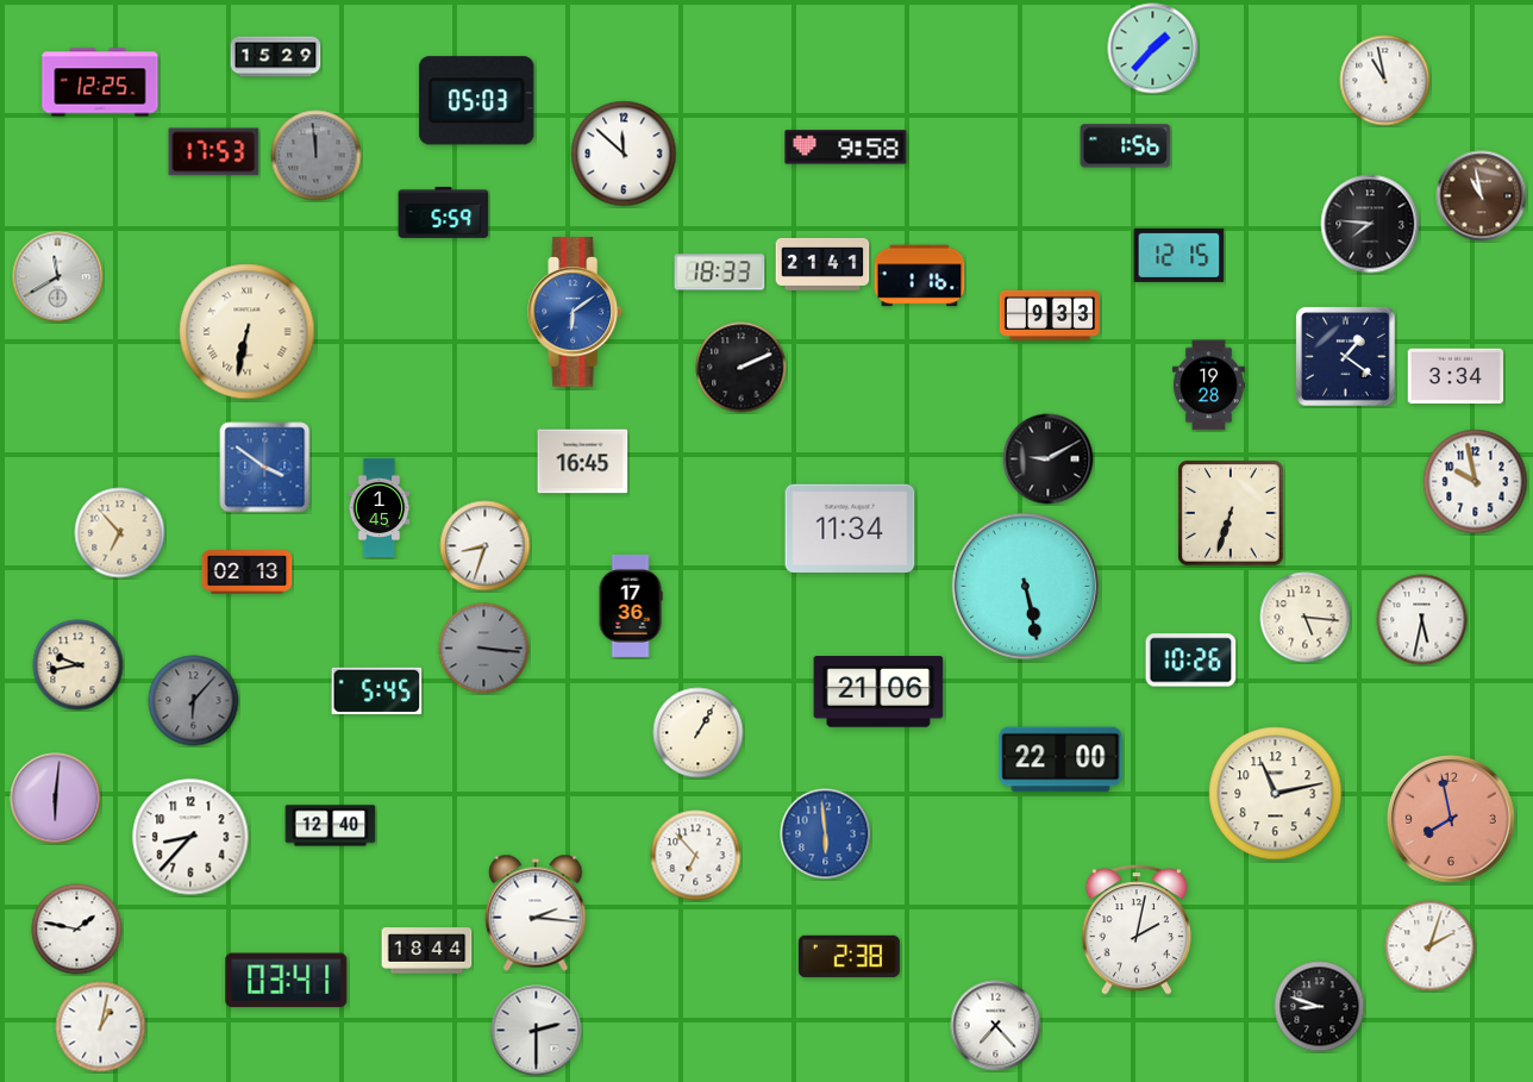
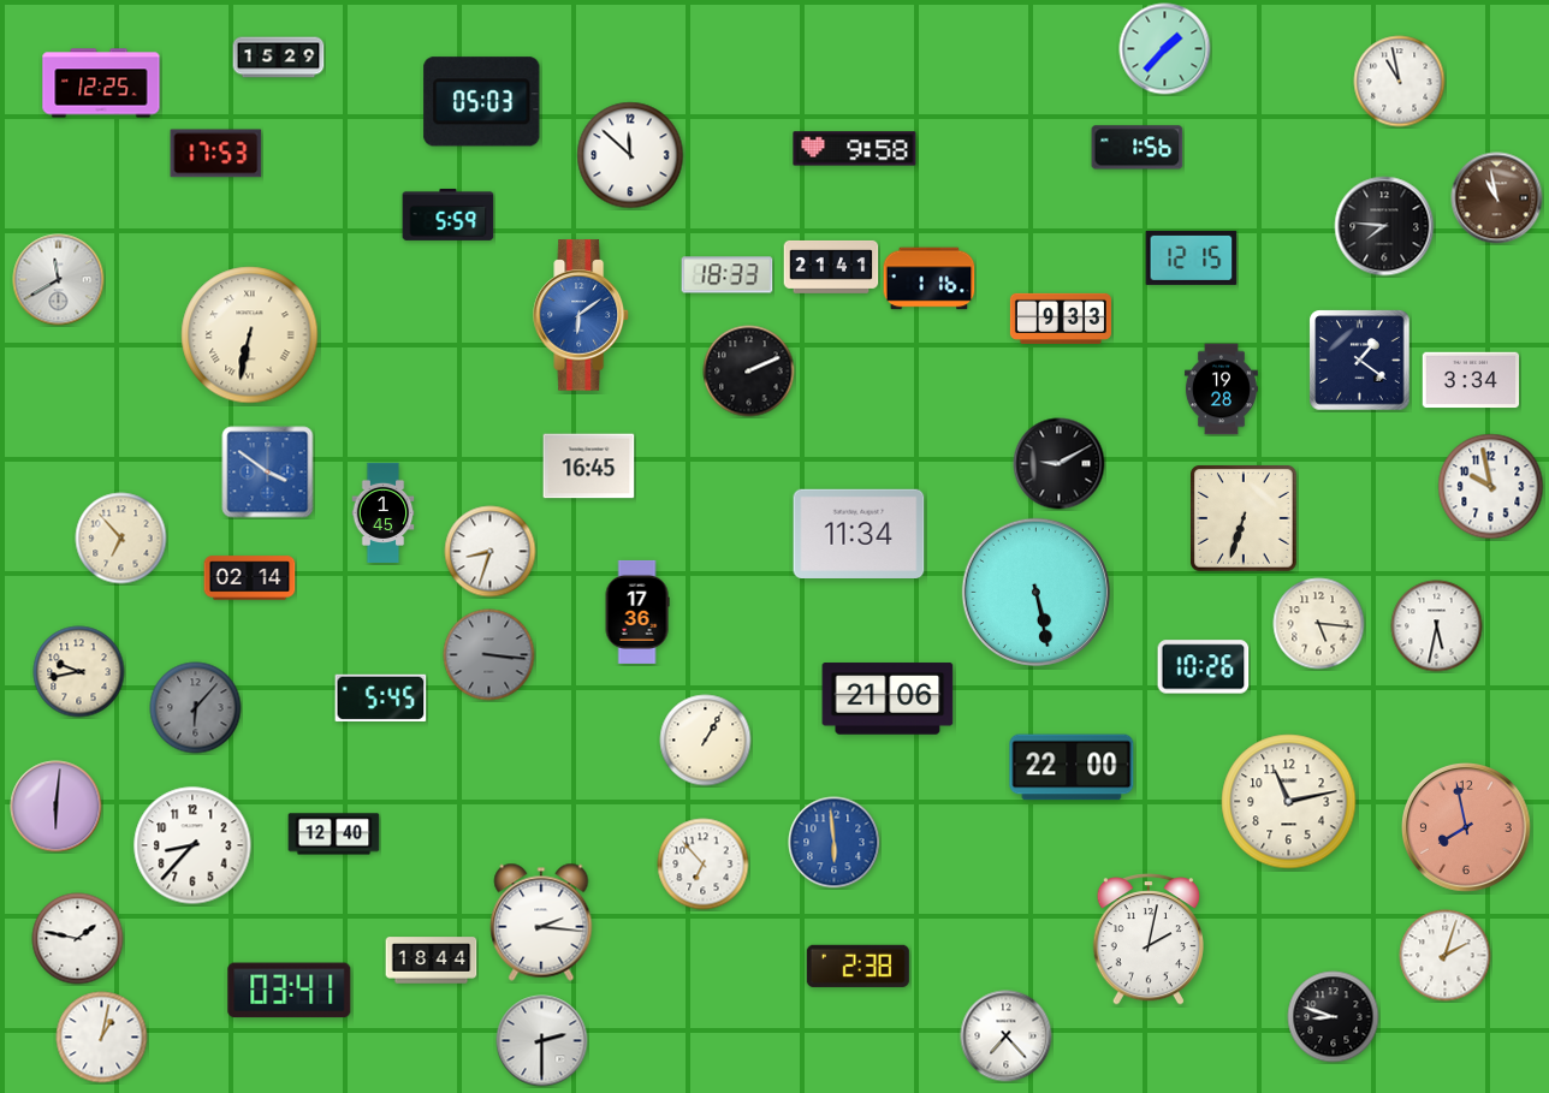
clock at (317, 156): 11:59 -> none
clock at (248, 573): 02:13 -> 02:14
